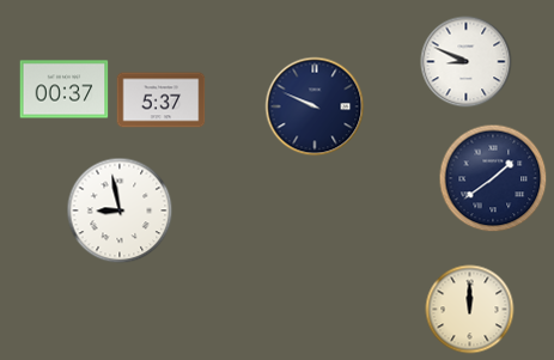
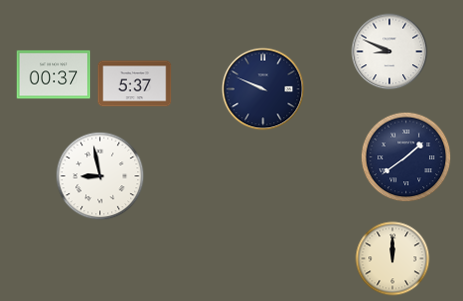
clock at (493, 178) position: (493, 178) -> (406, 157)
